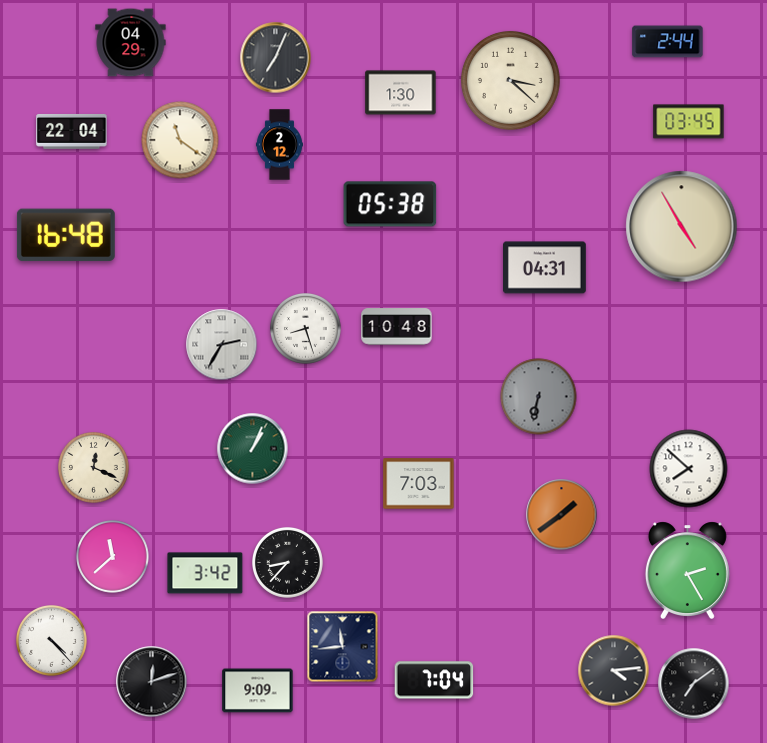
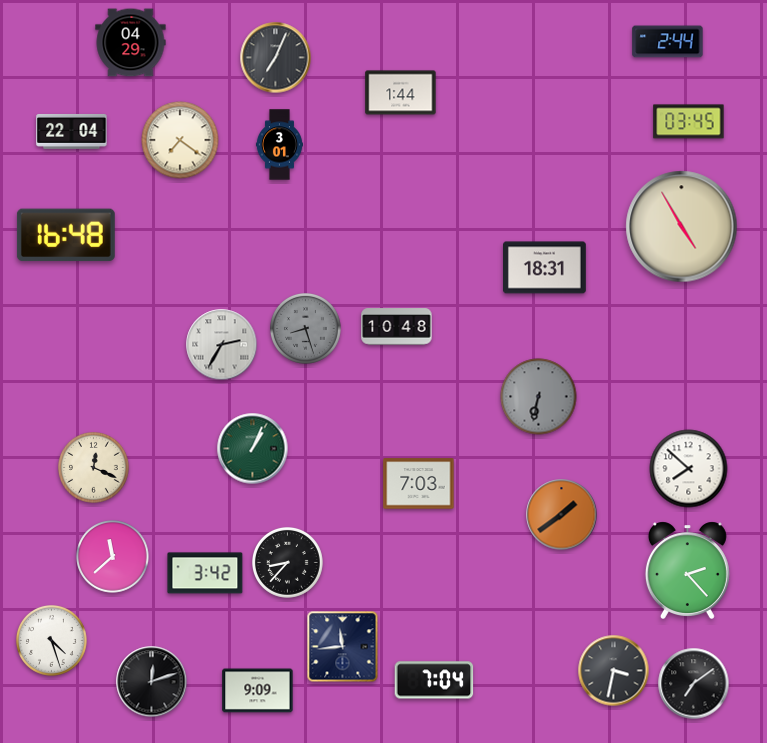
clock at (510, 80): 3:22 -> none
clock at (401, 93): 1:30 -> 1:44
clock at (180, 140): 11:21 -> 7:21
clock at (279, 145): 2:12 -> 3:01
clock at (390, 204): 05:38 -> none
clock at (545, 268): 04:31 -> 18:31
clock at (306, 329) dial: white -> grey
clock at (687, 570): 2:25 -> 2:23
clock at (52, 641): 4:23 -> 4:27
clock at (614, 671): 4:14 -> 3:32
